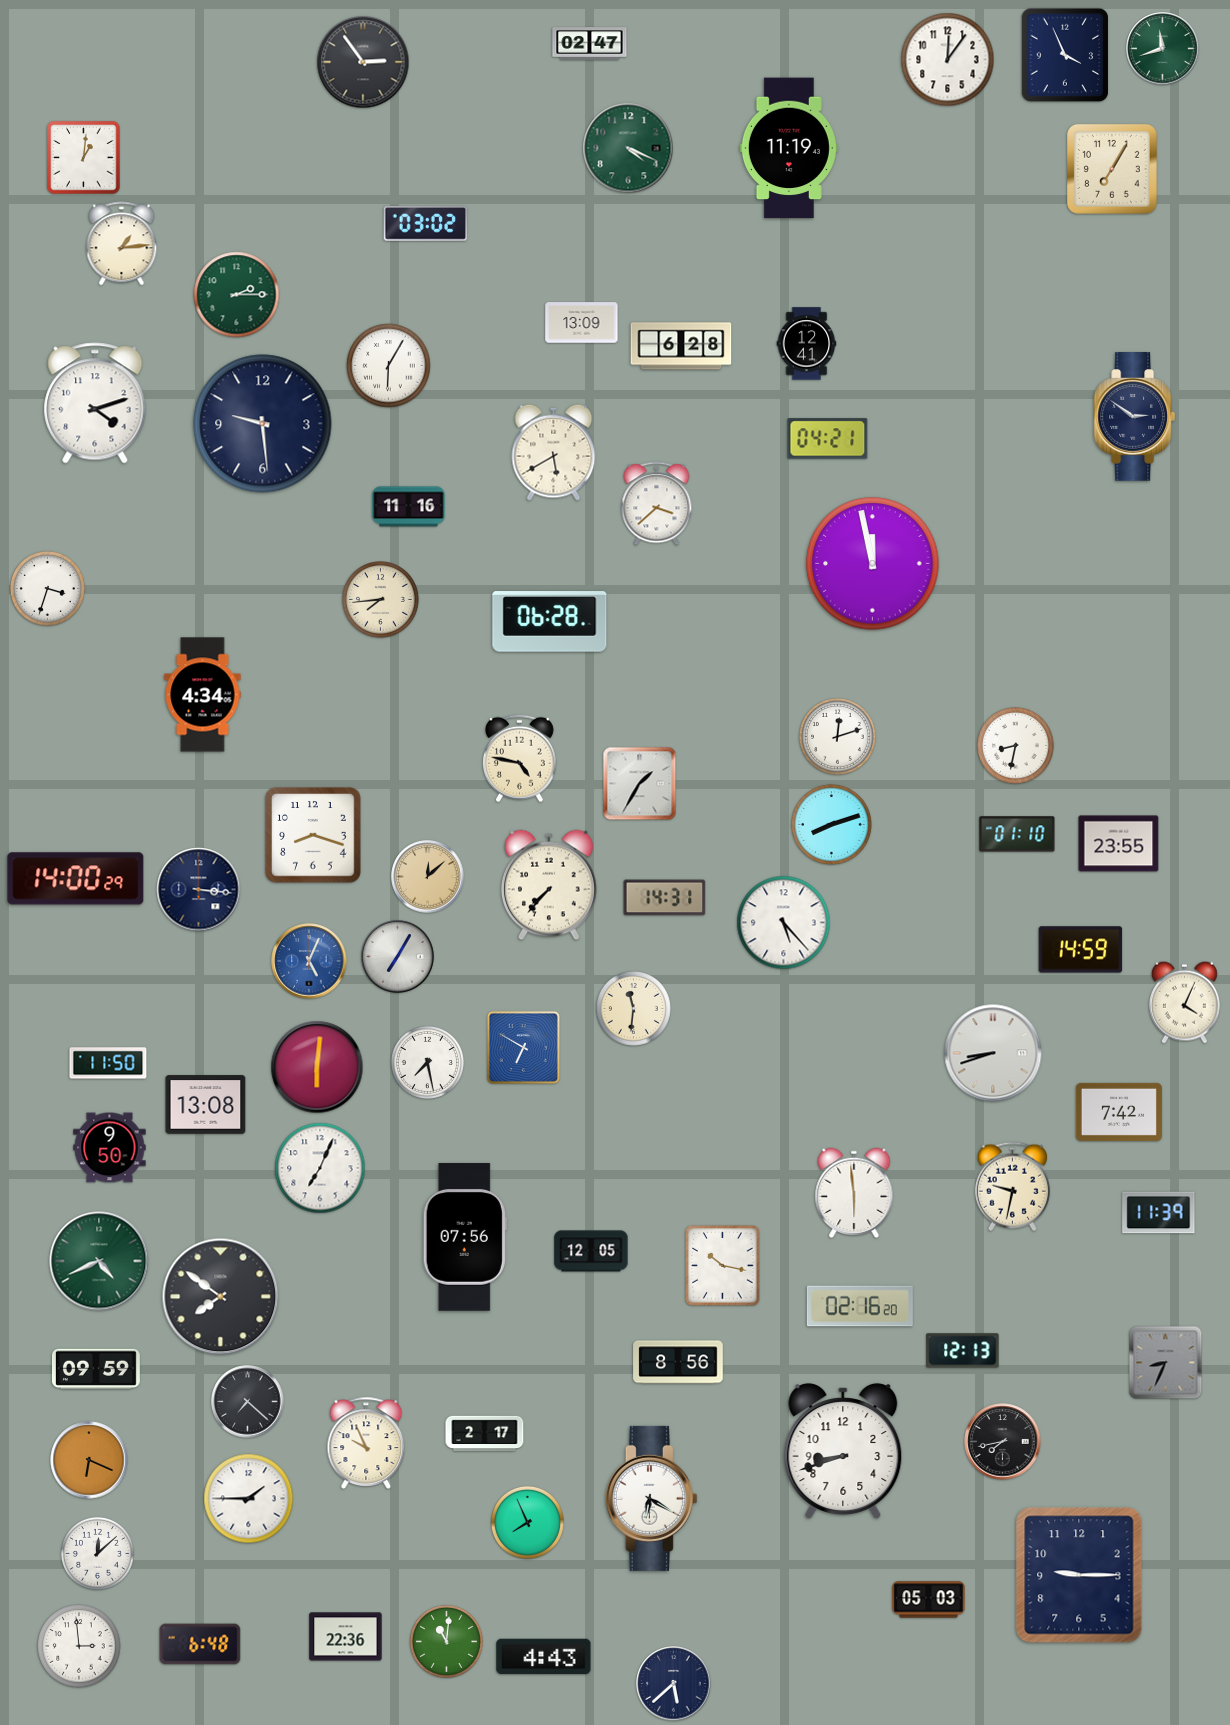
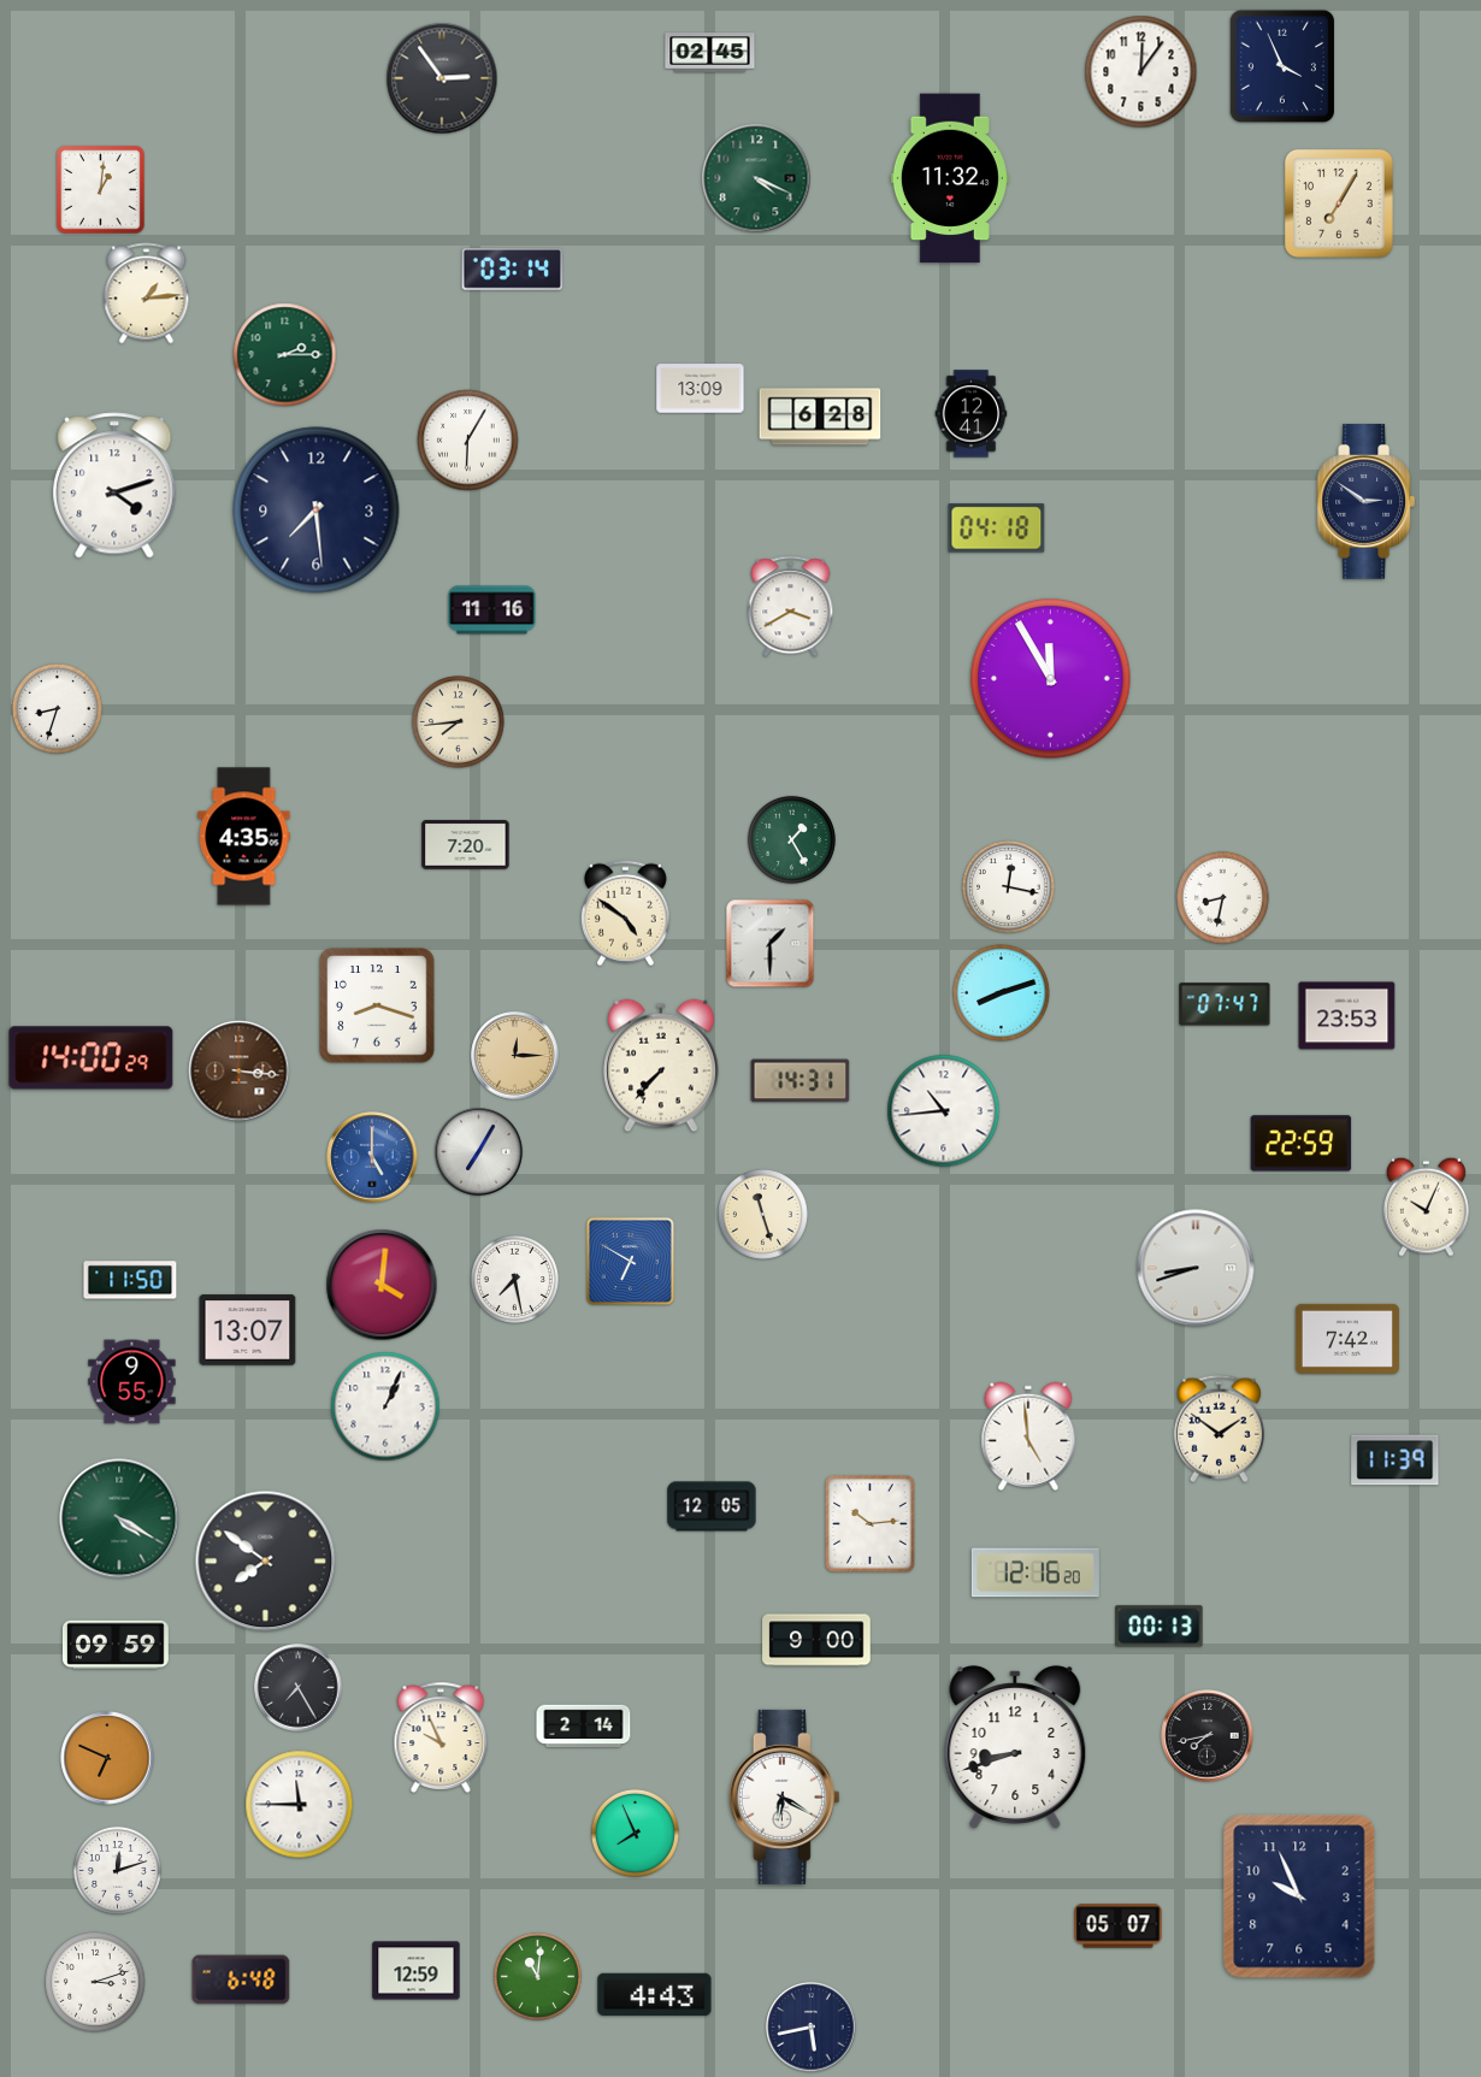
clock at (590, 44): 02:47 -> 02:45
clock at (1163, 49): 11:42 -> none
clock at (363, 62) position: (363, 62) -> (442, 78)
clock at (789, 148): 11:19 -> 11:32
clock at (426, 224): 03:02 -> 03:14
clock at (263, 424): 9:29 -> 7:29
clock at (828, 439): 04:21 -> 04:18
clock at (554, 452): 5:40 -> none
clock at (657, 504): 3:38 -> 3:40
clock at (873, 564): 11:58 -> 11:55
clock at (47, 588): 3:33 -> 8:33
clock at (550, 622): 06:28 -> none
clock at (203, 695): 4:34 -> 4:35
clock at (791, 839): none -> 1:25
clock at (466, 845): none -> 7:20
clock at (838, 737): 12:12 -> 12:17
clock at (519, 759): 4:47 -> 4:51
clock at (640, 784): 1:35 -> 1:30
clock at (1017, 834): 01:10 -> 07:47
clock at (1119, 844): 23:55 -> 23:53
clock at (428, 877): 12:08 -> 12:15
clock at (199, 890) dial: navy -> brown
clock at (784, 923): 5:23 -> 10:44
clock at (1081, 950): 14:59 -> 22:59
clock at (309, 961): 5:04 -> 5:00
clock at (1184, 1002): 4:04 -> 10:04
clock at (633, 1008): 11:31 -> 11:27
clock at (317, 1067): 6:01 -> 4:01
clock at (206, 1105): 13:08 -> 13:07
clock at (110, 1148): 9:50 -> 9:55
clock at (320, 1168): 7:04 -> 1:04
clock at (1012, 1187): 9:32 -> 1:51
clock at (854, 1193): 5:59 -> 4:59
clock at (465, 1237): 07:56 -> none
clock at (99, 1261): 4:41 -> 4:20
clock at (723, 1266): 10:17 -> 10:14
clock at (860, 1306): 02:16 -> 12:16
clock at (963, 1351): 12:13 -> 00:13
clock at (678, 1362): 8:56 -> 9:00
clock at (1166, 1363): 8:34 -> none
clock at (96, 1369) position: (96, 1369) -> (116, 1645)
clock at (248, 1402): 7:22 -> 7:25
clock at (485, 1434): 2:17 -> 2:14
clock at (89, 1460): 6:19 -> 6:49
clock at (651, 1498) position: (651, 1498) -> (784, 1796)
clock at (249, 1499): 1:45 -> 11:45
clock at (97, 1553): 12:08 -> 12:12
clock at (1079, 1575): 9:15 -> 9:56
clock at (929, 1600): 05:03 -> 05:07
clock at (346, 1637): 22:36 -> 12:59
clock at (79, 1646): 2:59 -> 3:12
clock at (674, 1684): 5:38 -> 5:43
